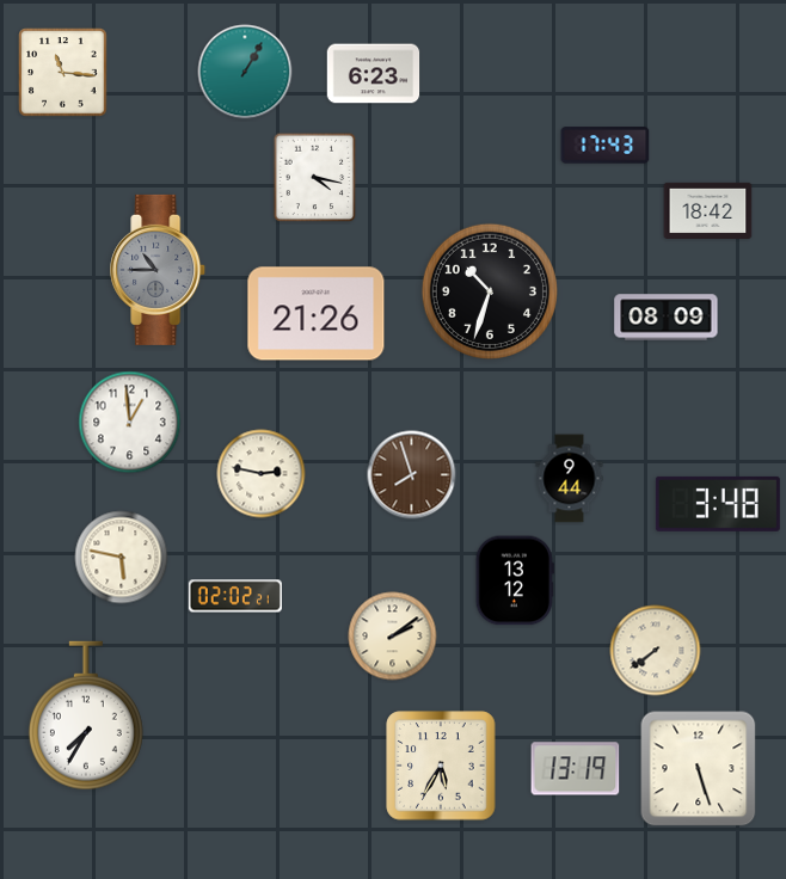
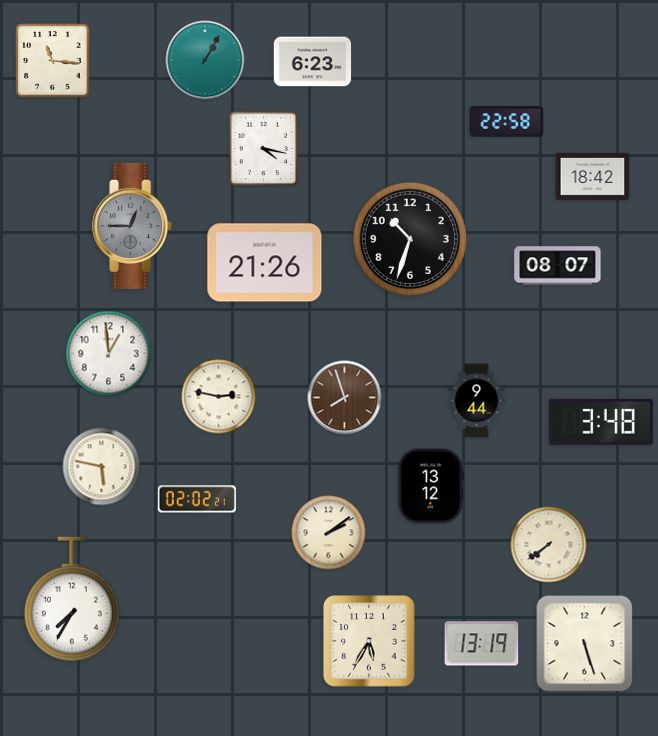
clock at (606, 146): 17:43 -> 22:58
clock at (159, 270): 10:45 -> 12:45
clock at (490, 291) position: (490, 291) -> (410, 239)
clock at (667, 318): 08:09 -> 08:07
